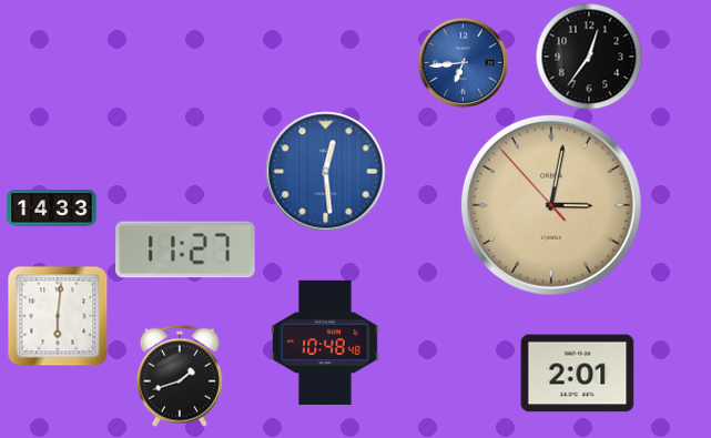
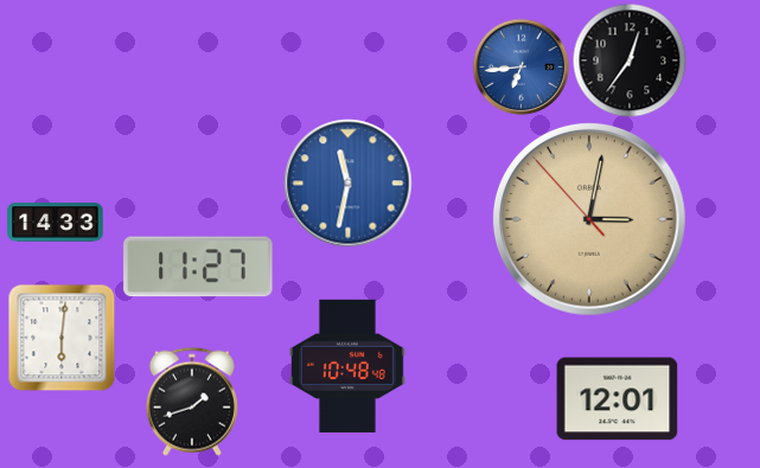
clock at (463, 62) position: (463, 62) -> (520, 66)
clock at (326, 172): 12:29 -> 11:32
clock at (578, 374): 2:01 -> 12:01
